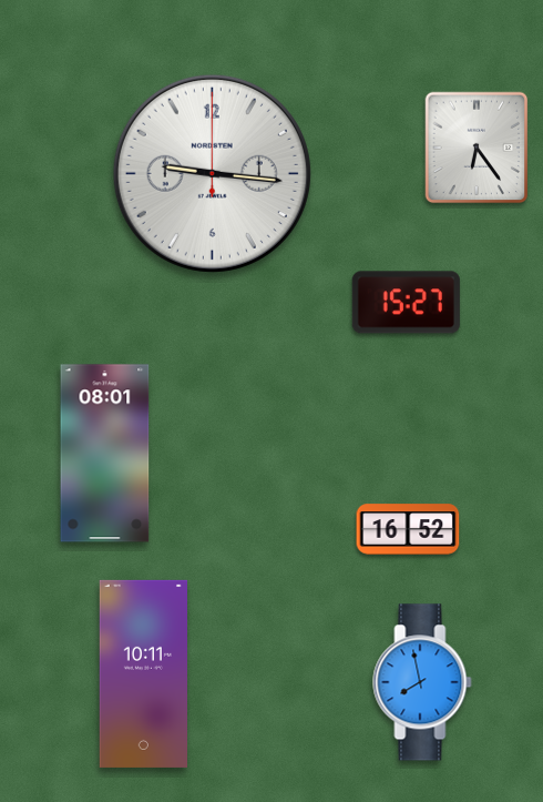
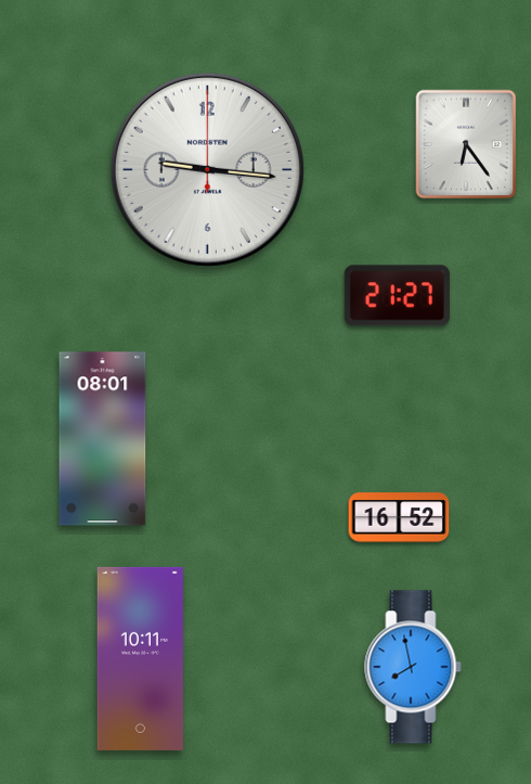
clock at (406, 303): 15:27 -> 21:27
clock at (105, 454) position: (105, 454) -> (103, 439)
